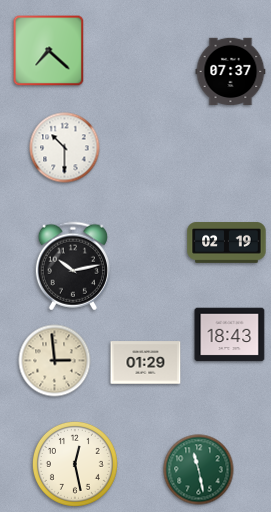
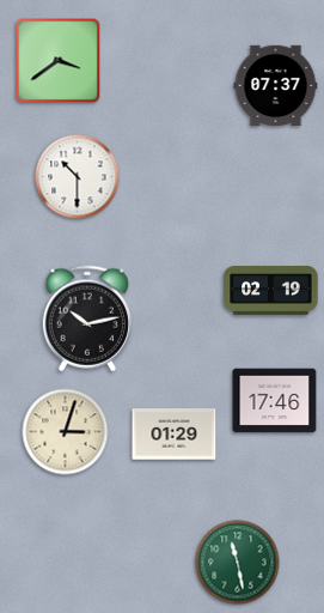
clock at (49, 51): 7:22 -> 3:39
clock at (230, 335): 18:43 -> 17:46
clock at (55, 361): 2:59 -> 3:03
clock at (75, 464): 12:28 -> none
